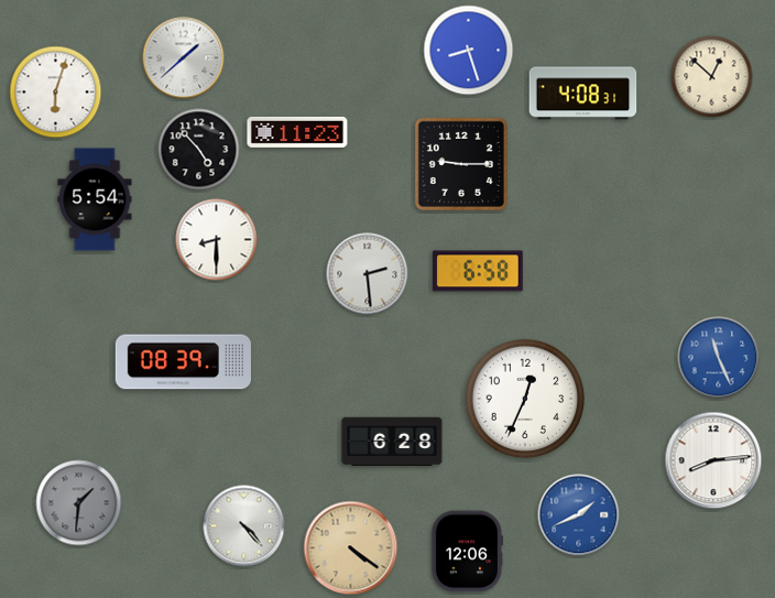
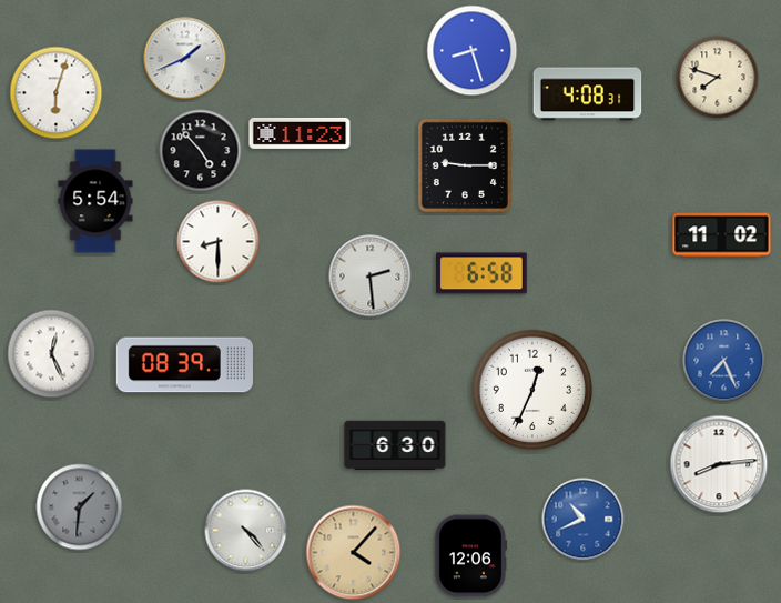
clock at (184, 58): 1:38 -> 1:41
clock at (712, 77): 12:52 -> 7:48
clock at (722, 235): none -> 11:02
clock at (52, 354): none -> 12:26
clock at (719, 358): 11:26 -> 7:26
clock at (524, 398) position: (524, 398) -> (531, 389)
clock at (392, 442): 6:28 -> 6:30
clock at (579, 515): 1:41 -> 10:41
clock at (351, 548): 4:21 -> 4:07
